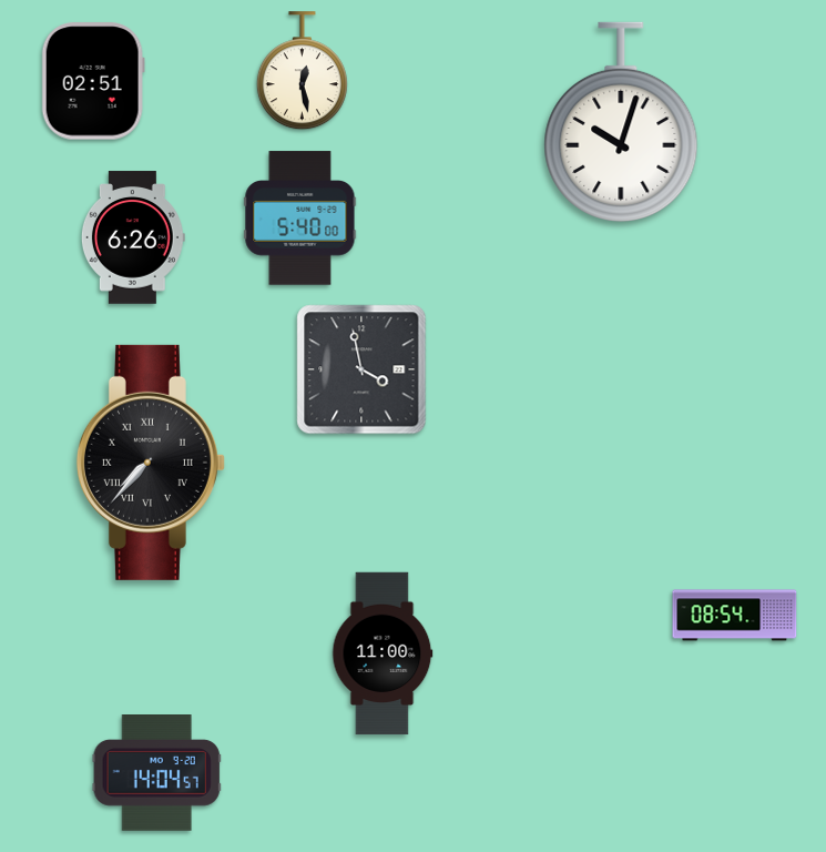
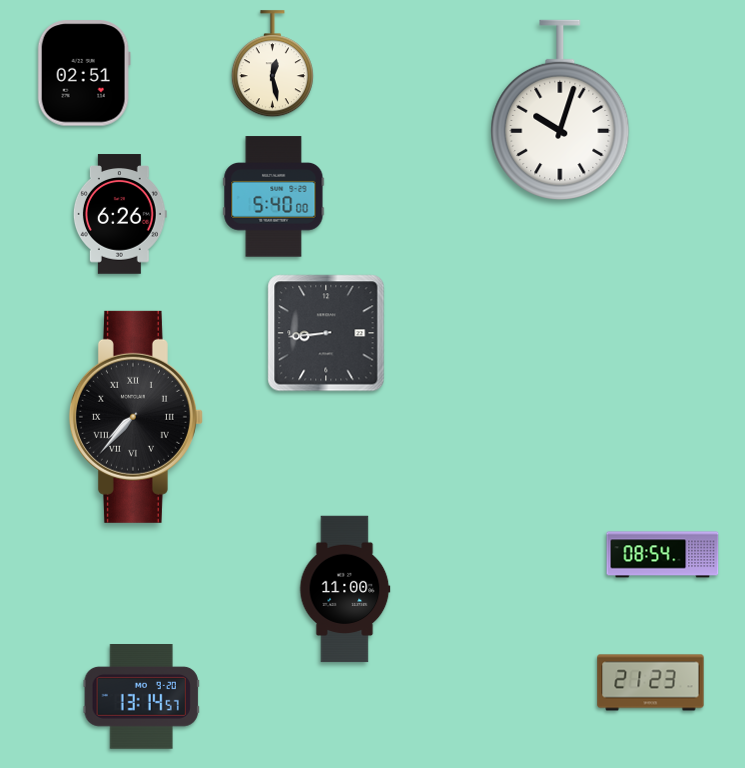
clock at (300, 219) position: (300, 219) -> (274, 197)
clock at (361, 369): 3:58 -> 8:44
clock at (651, 683): none -> 21:23
clock at (156, 773): 14:04 -> 13:14
